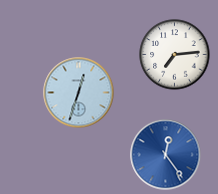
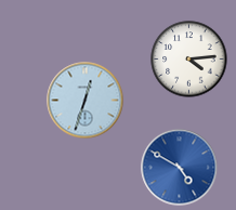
clock at (175, 55): 7:14 -> 4:14
clock at (166, 155): 12:24 -> 4:50
